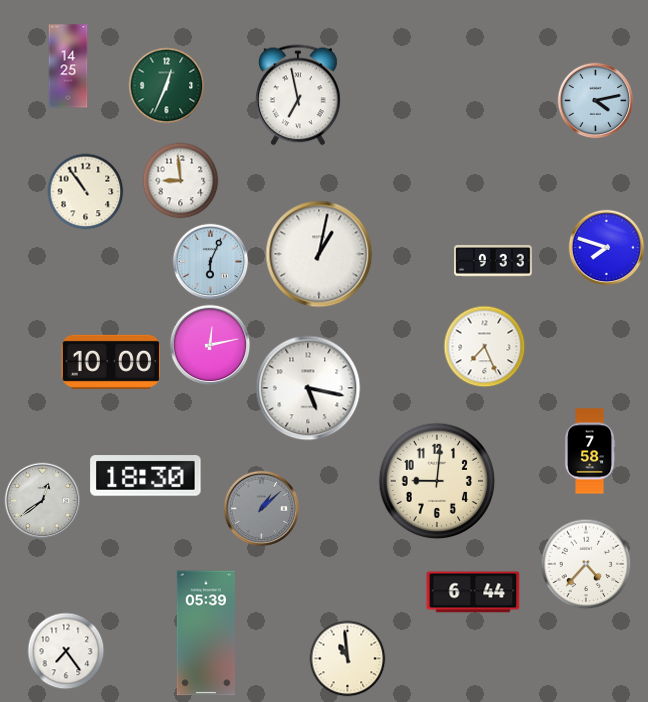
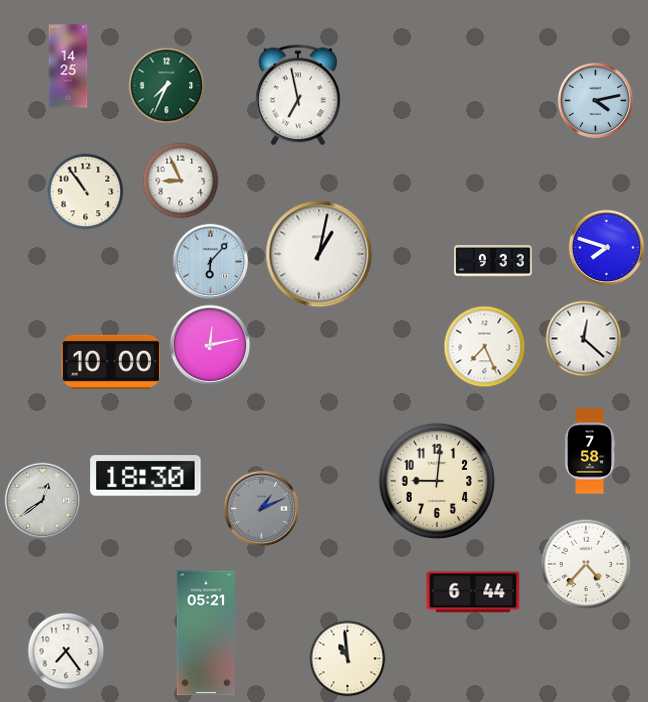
clock at (167, 86): 12:34 -> 7:34
clock at (181, 181): 8:59 -> 8:56
clock at (211, 262): 6:04 -> 6:07
clock at (584, 339): none -> 12:22
clock at (308, 388): 5:17 -> none
clock at (262, 509): 1:08 -> 1:11
clock at (206, 633): 05:39 -> 05:21
